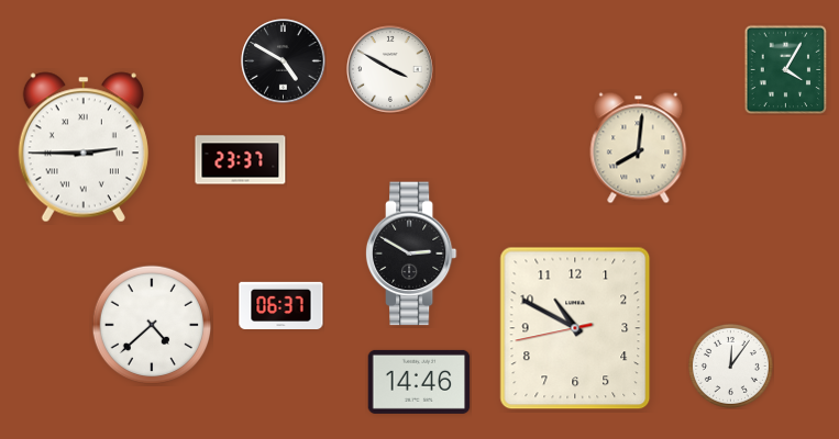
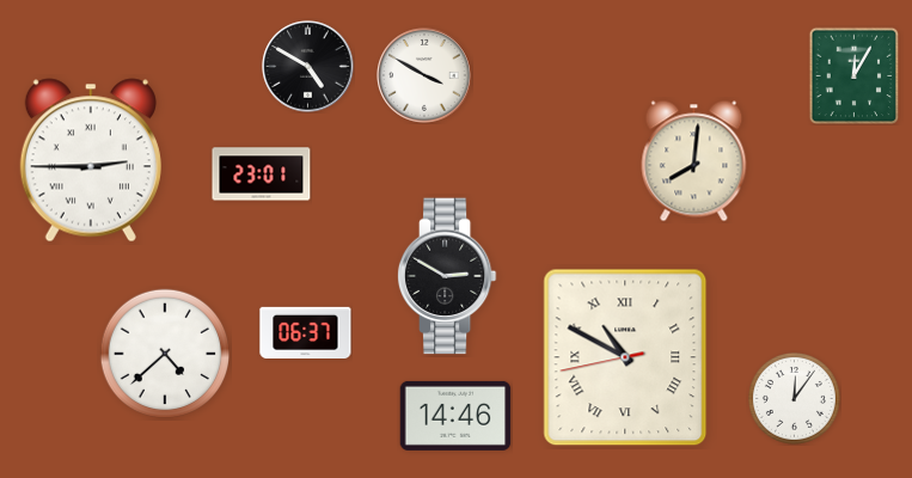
clock at (786, 69): 4:05 -> 12:05
clock at (241, 160): 23:37 -> 23:01
clock at (575, 328) numerals: Arabic -> Roman
